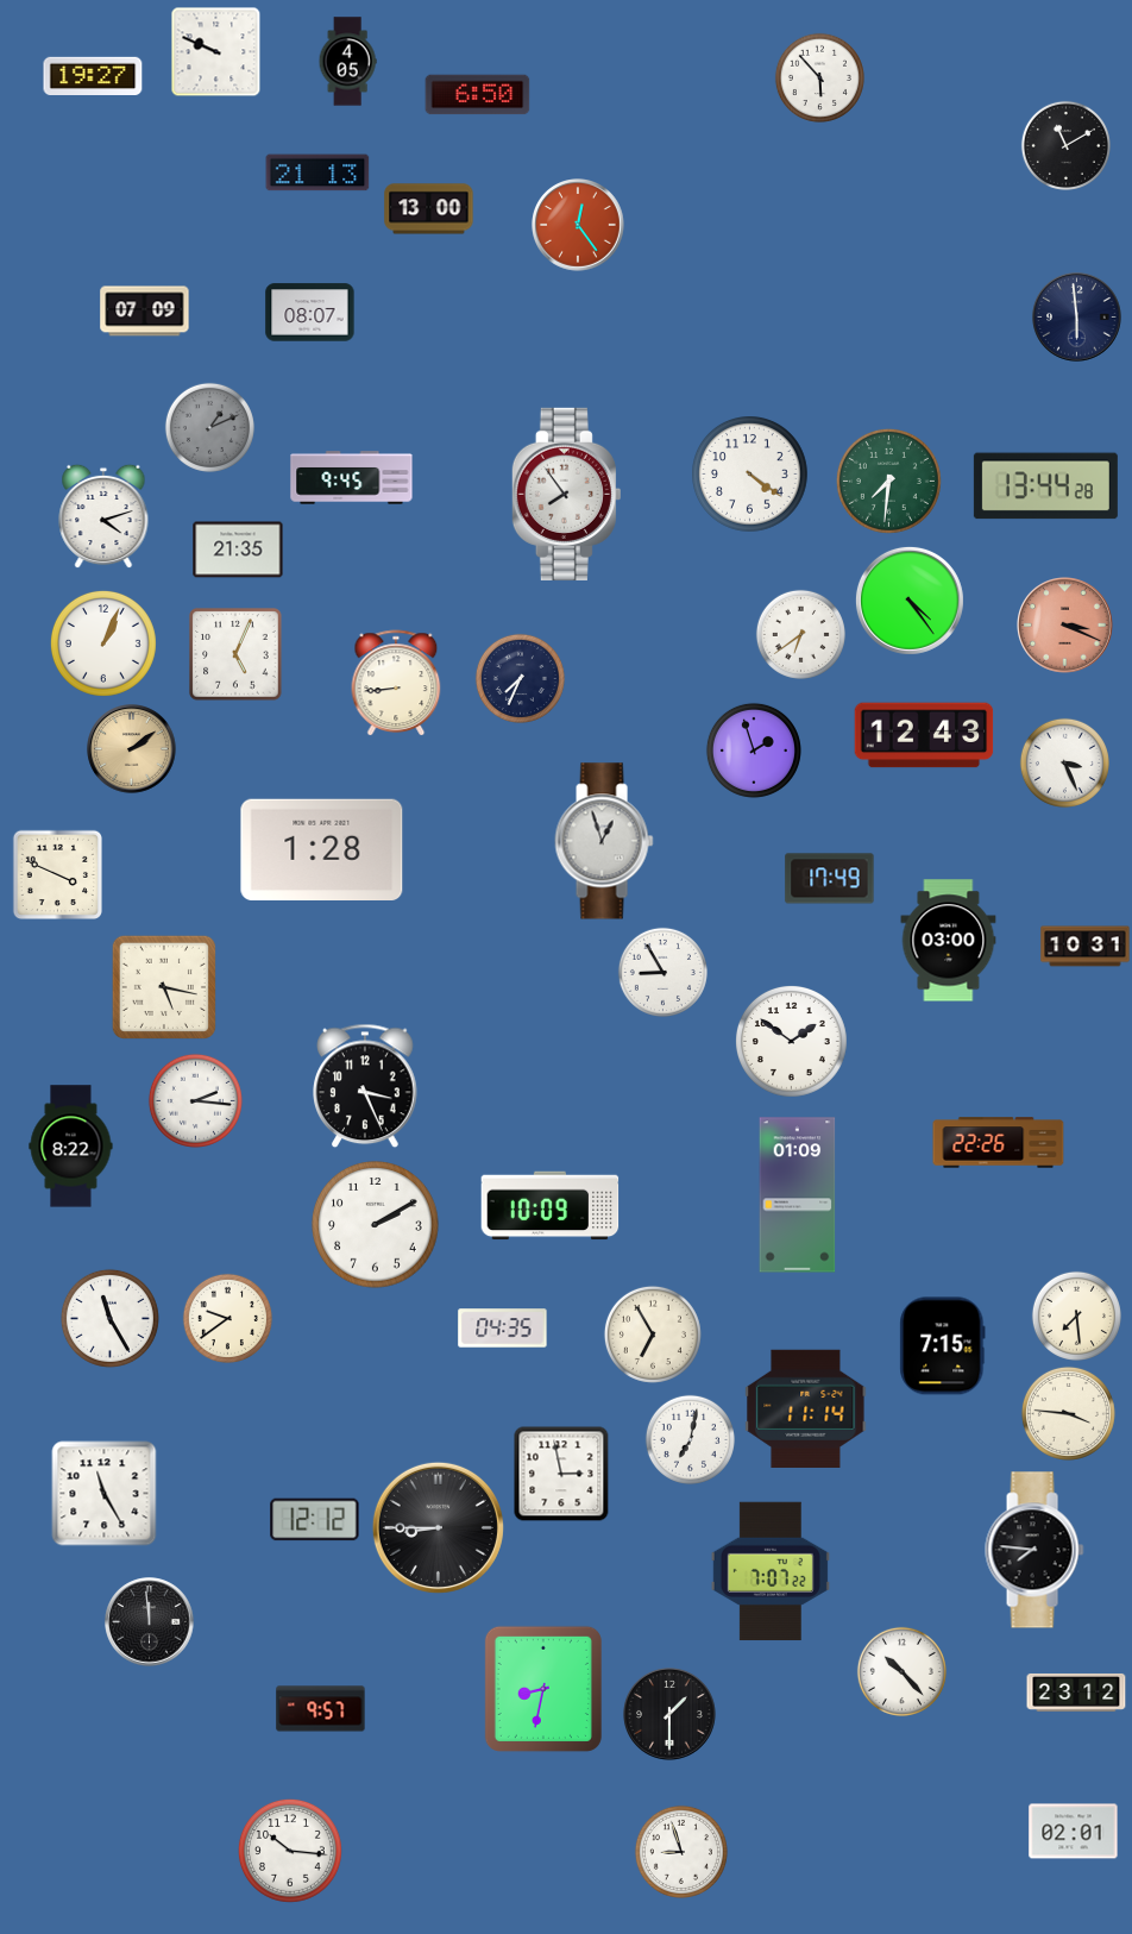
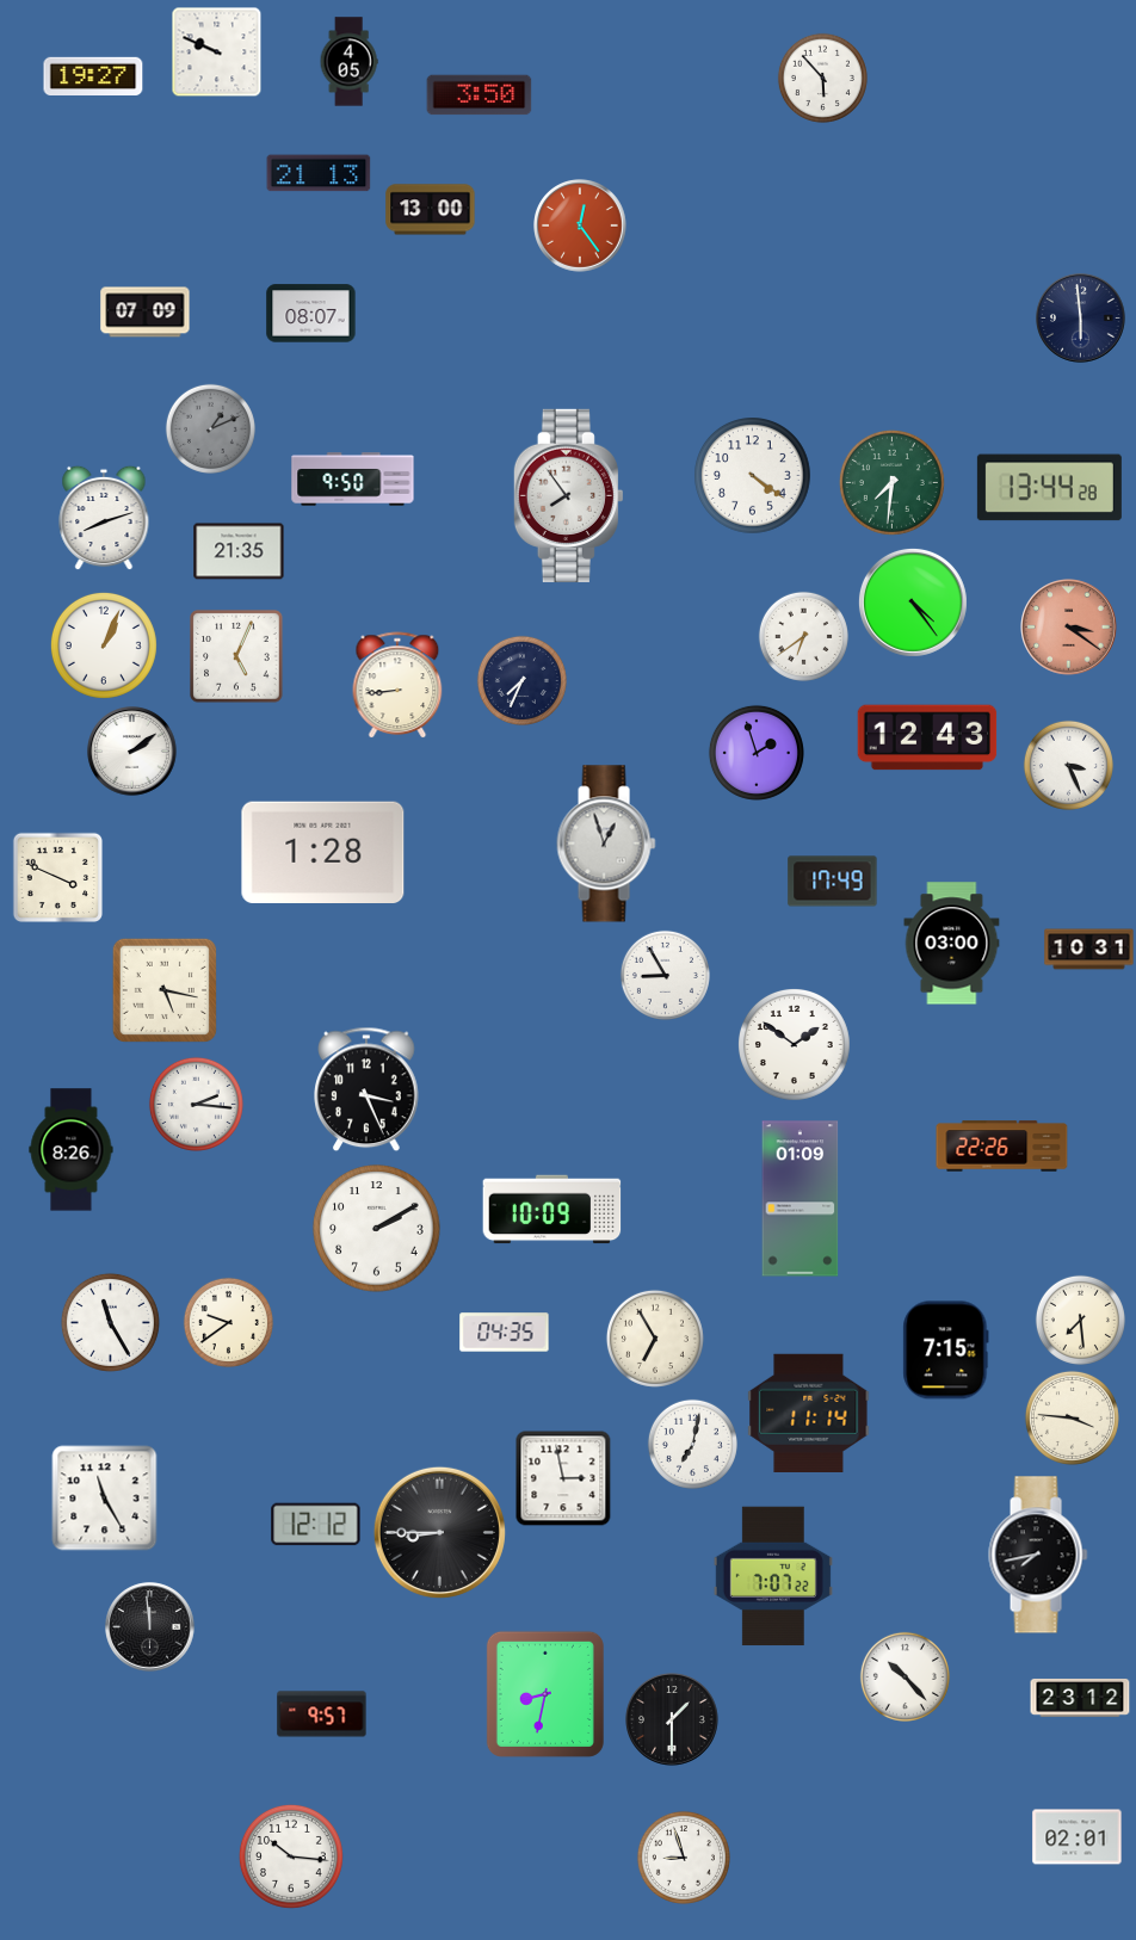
clock at (478, 95): 6:50 -> 3:50
clock at (1065, 145): 11:10 -> none
clock at (352, 478): 9:45 -> 9:50
clock at (103, 516): 4:12 -> 8:12
clock at (1065, 626): 3:19 -> 3:21
clock at (132, 749) dial: champagne -> white
clock at (71, 1147): 8:22 -> 8:26
clock at (1034, 1550): 7:46 -> 7:43
